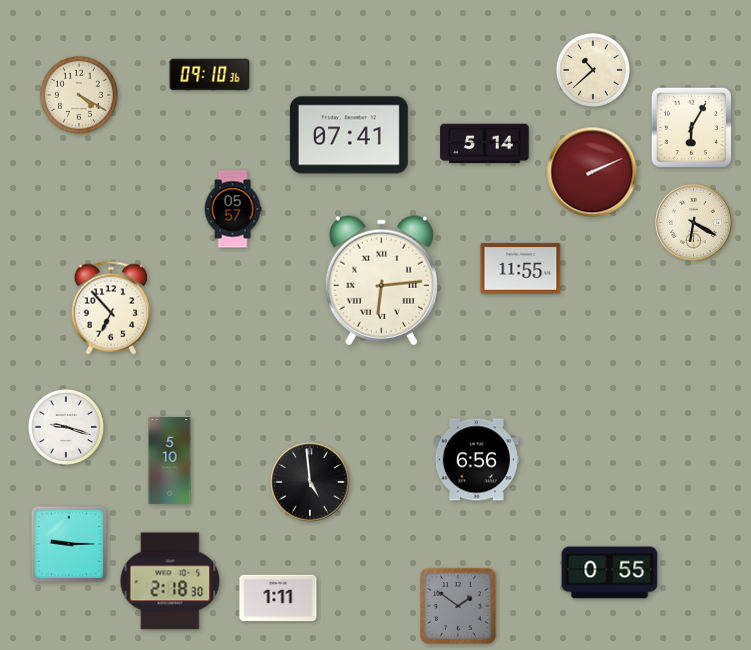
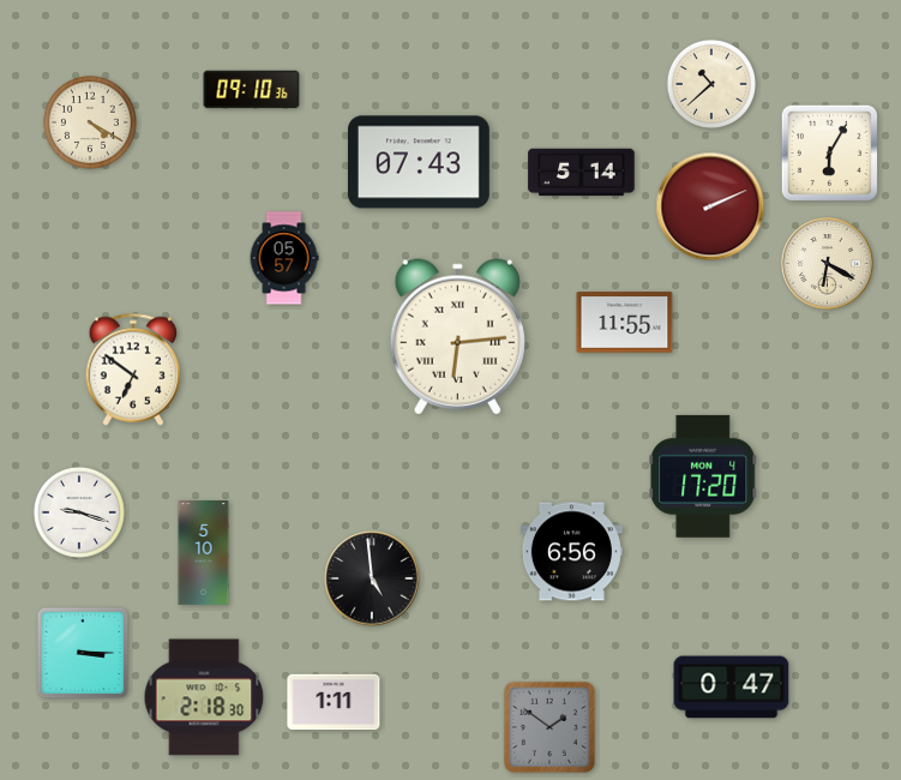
clock at (79, 95) position: (79, 95) -> (90, 122)
clock at (349, 135): 07:41 -> 07:43
clock at (233, 209) position: (233, 209) -> (284, 258)
clock at (694, 223) position: (694, 223) -> (828, 264)
clock at (111, 308): 6:53 -> 6:51
clock at (703, 476): none -> 17:20
clock at (69, 544): 9:15 -> 3:15
clock at (610, 573): 0:55 -> 0:47
clock at (278, 598) position: (278, 598) -> (334, 702)
